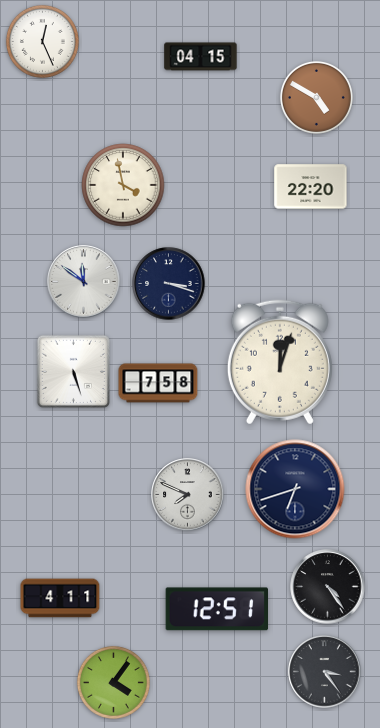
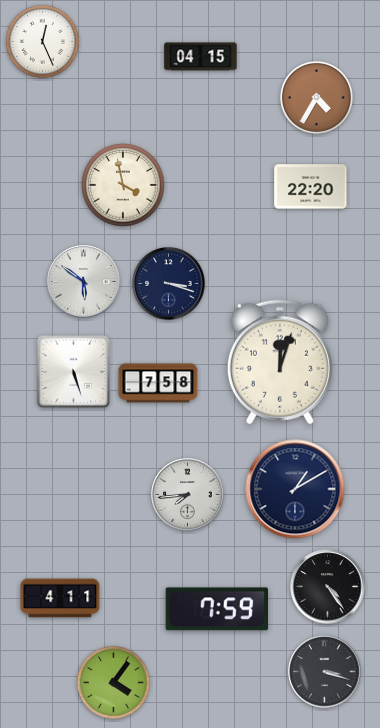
clock at (316, 97): 4:50 -> 4:35
clock at (84, 282): 11:51 -> 5:51
clock at (295, 489): 6:42 -> 1:10
clock at (188, 495): 7:49 -> 7:44
clock at (216, 609): 12:51 -> 7:59
clock at (325, 672): 3:24 -> 3:18
